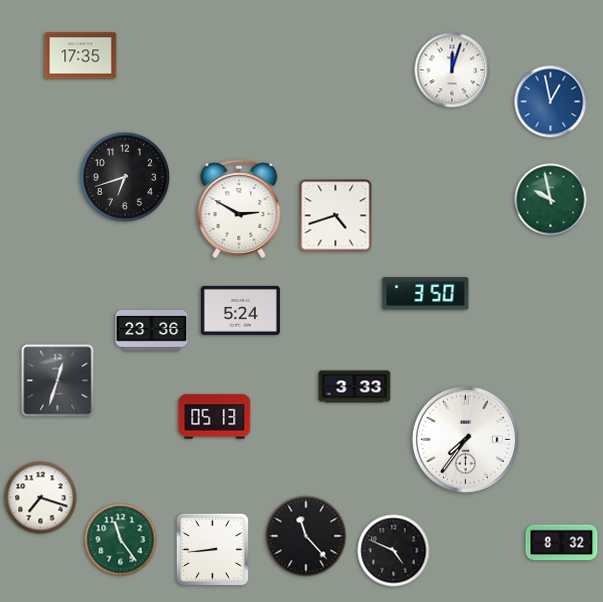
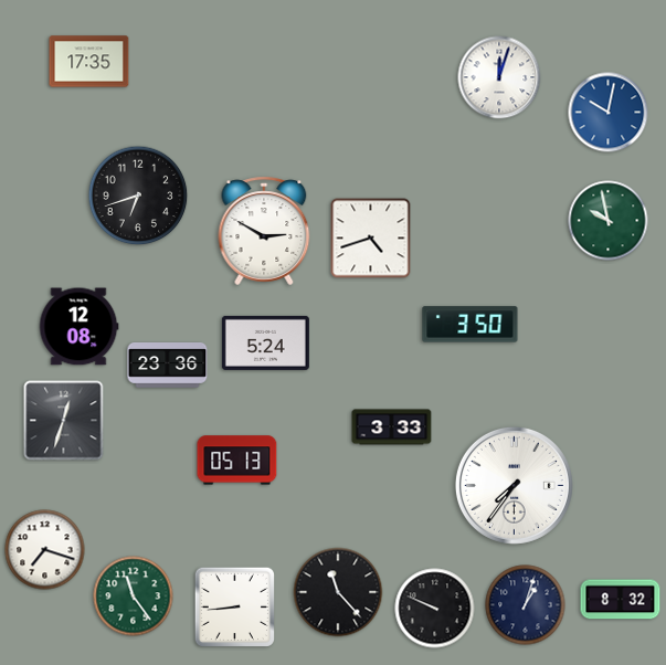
clock at (551, 102): 12:58 -> 10:02
clock at (78, 327): none -> 12:08
clock at (526, 605): none -> 1:03
clock at (394, 551): 4:49 -> 9:49
